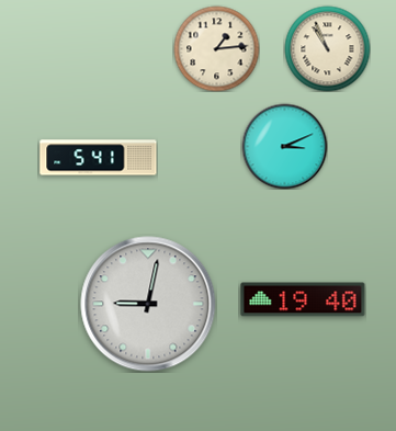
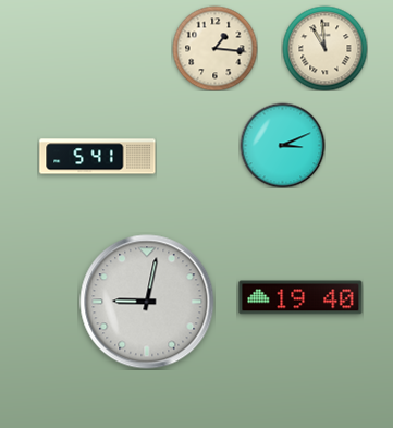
clock at (216, 48): 1:14 -> 1:16
clock at (327, 48): 10:56 -> 10:59
